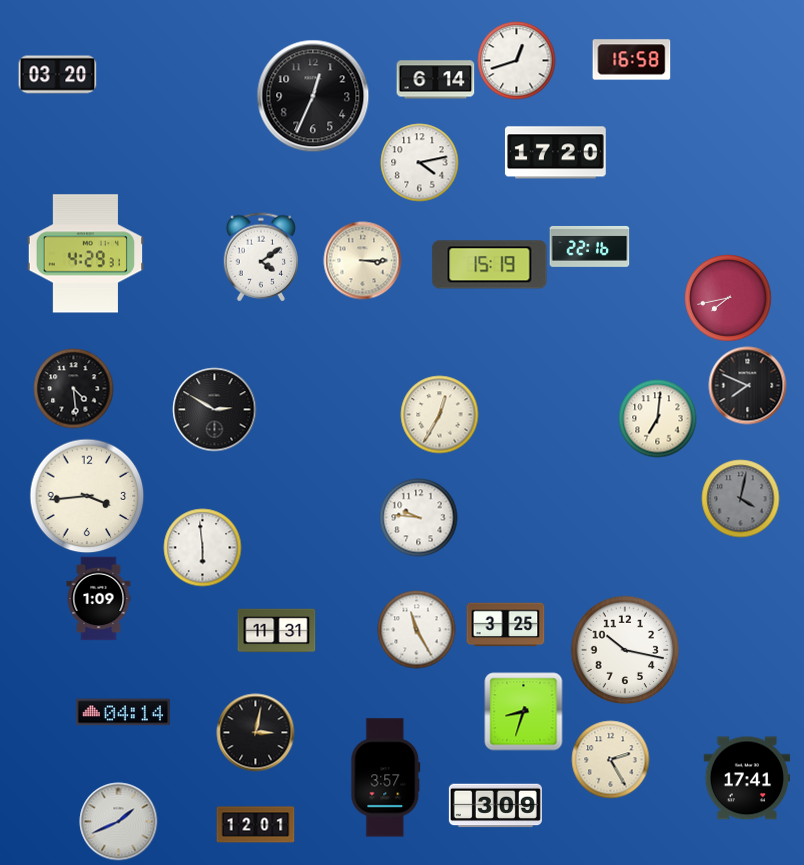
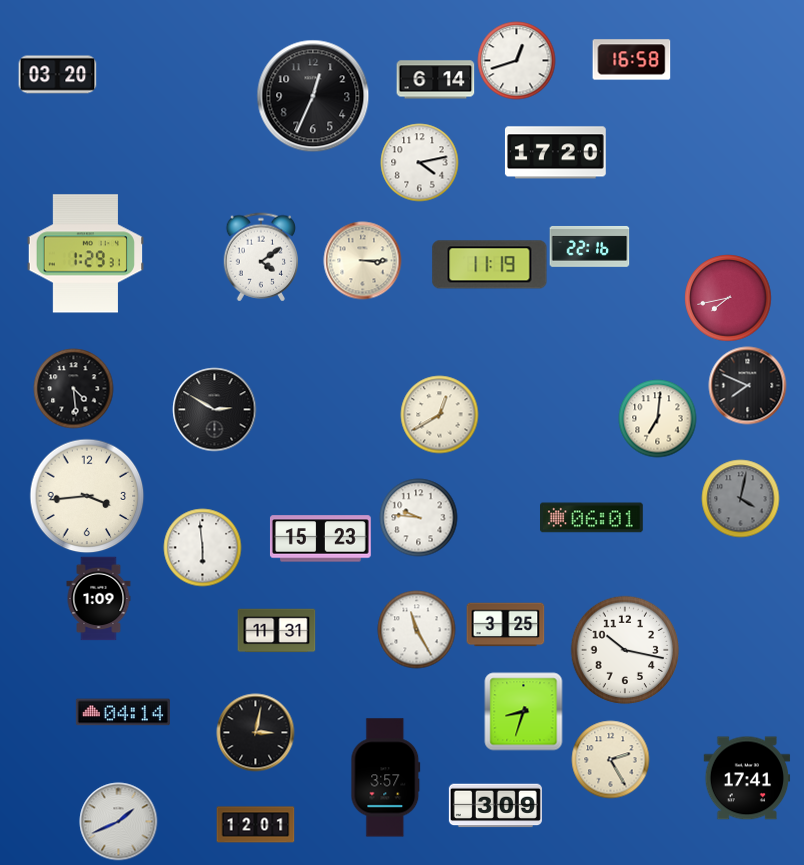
clock at (85, 254): 4:29 -> 1:29
clock at (490, 265): 15:19 -> 11:19
clock at (439, 414): 12:35 -> 12:40
clock at (592, 518): none -> 06:01
clock at (320, 539): none -> 15:23
